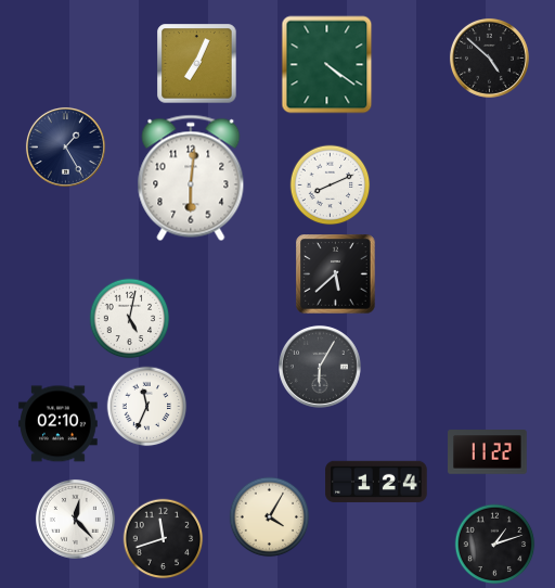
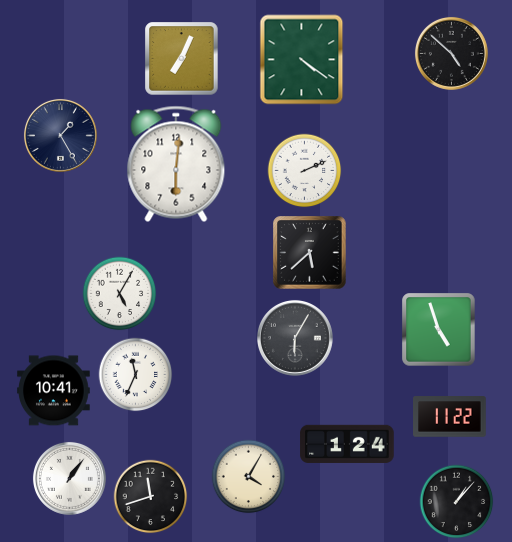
clock at (331, 186): 8:11 -> 2:11
clock at (130, 319): 5:02 -> 5:05
clock at (439, 330): none -> 4:57
clock at (59, 424): 02:10 -> 10:41
clock at (75, 519): 12:23 -> 1:06
clock at (495, 545): 1:12 -> 1:07
